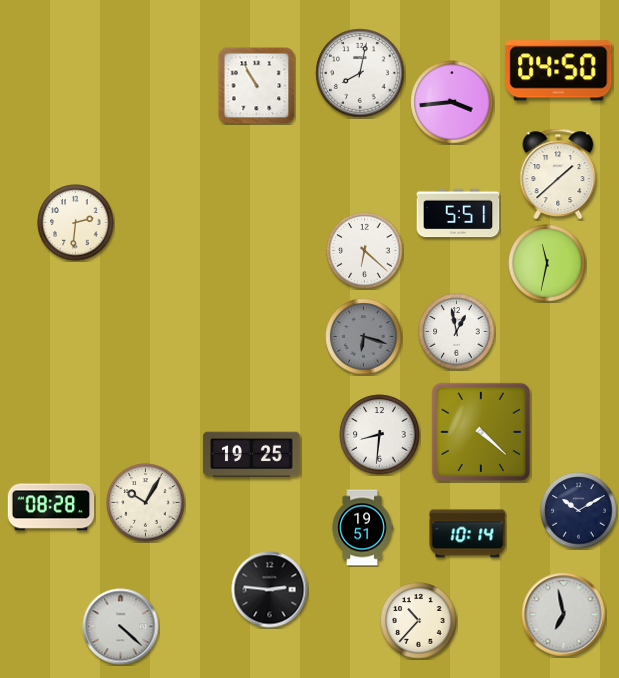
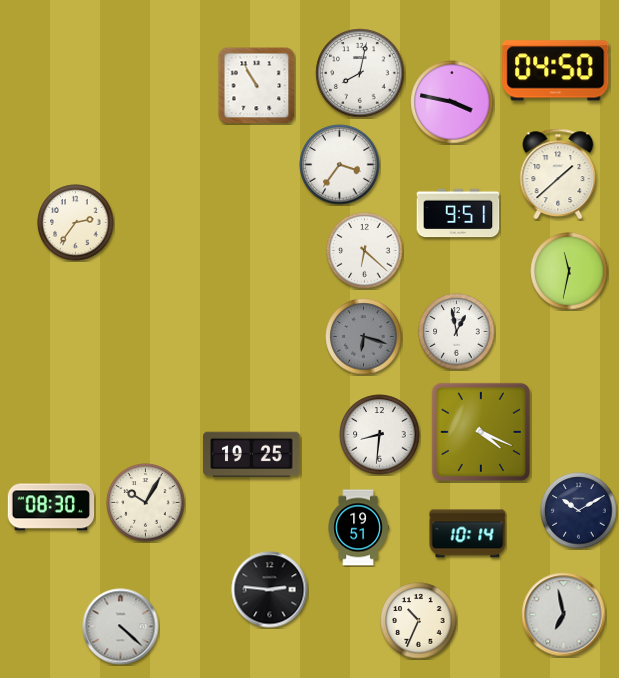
clock at (559, 71) position: (559, 71) -> (556, 71)
clock at (452, 102): 3:44 -> 3:47
clock at (340, 165): none -> 3:36
clock at (458, 213): 5:51 -> 9:51
clock at (76, 223): 2:31 -> 2:36
clock at (547, 263) position: (547, 263) -> (569, 271)
clock at (481, 432): 4:22 -> 4:19
clock at (51, 507): 08:28 -> 08:30
clock at (362, 528) position: (362, 528) -> (358, 528)
clock at (419, 621): 10:37 -> 10:34
